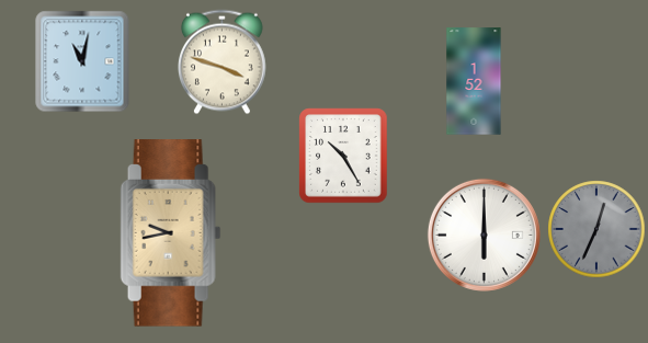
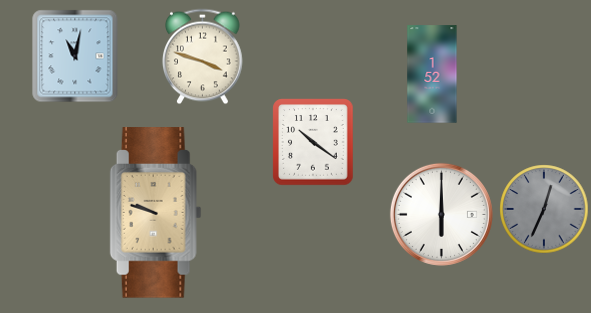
clock at (343, 156): 10:25 -> 10:21
clock at (171, 233): 9:43 -> 9:48
